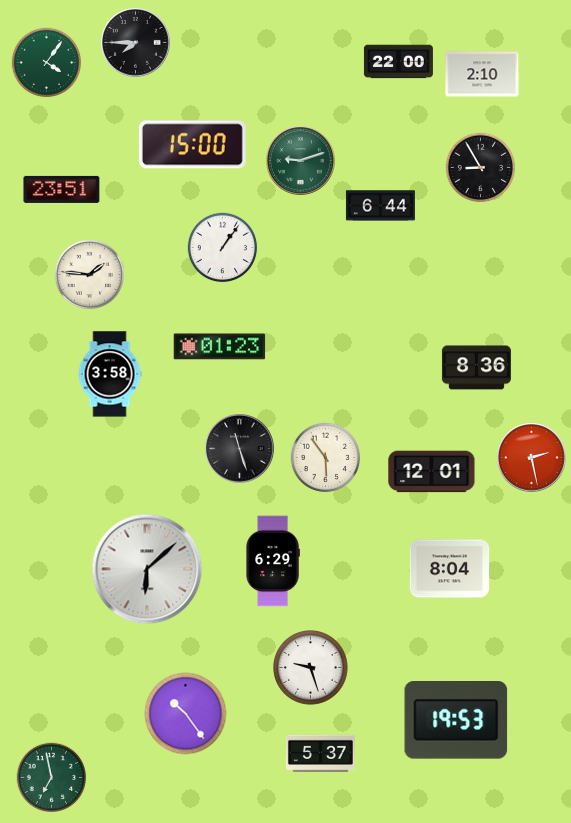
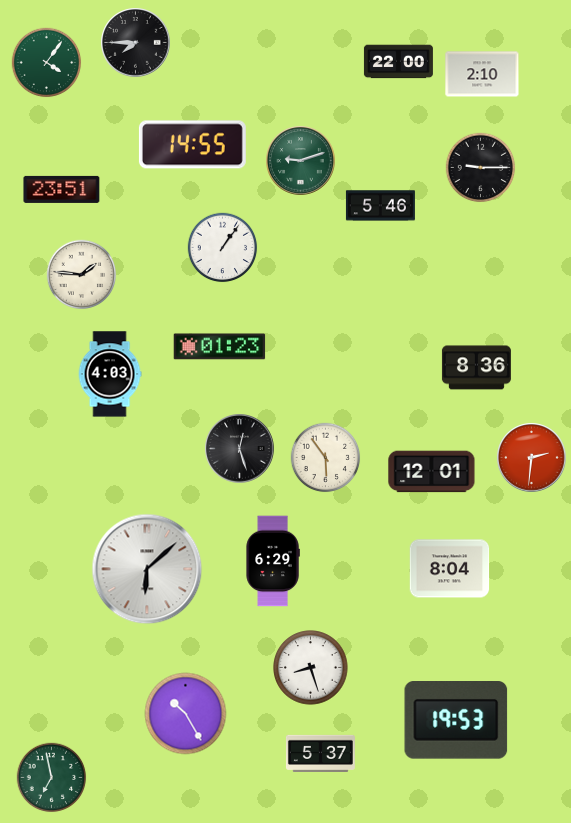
clock at (192, 145): 15:00 -> 14:55
clock at (481, 168): 8:55 -> 9:15
clock at (380, 206): 6:44 -> 5:46
clock at (90, 275) position: (90, 275) -> (82, 275)
clock at (110, 374): 3:58 -> 4:03
clock at (240, 449): 11:27 -> 12:27
clock at (532, 458): 2:28 -> 2:31
clock at (311, 668): 9:27 -> 8:27
clock at (186, 714): 10:24 -> 10:25
